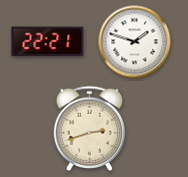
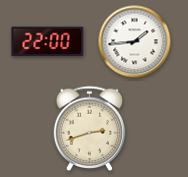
clock at (48, 42): 22:21 -> 22:00
clock at (135, 42): 1:48 -> 1:44
